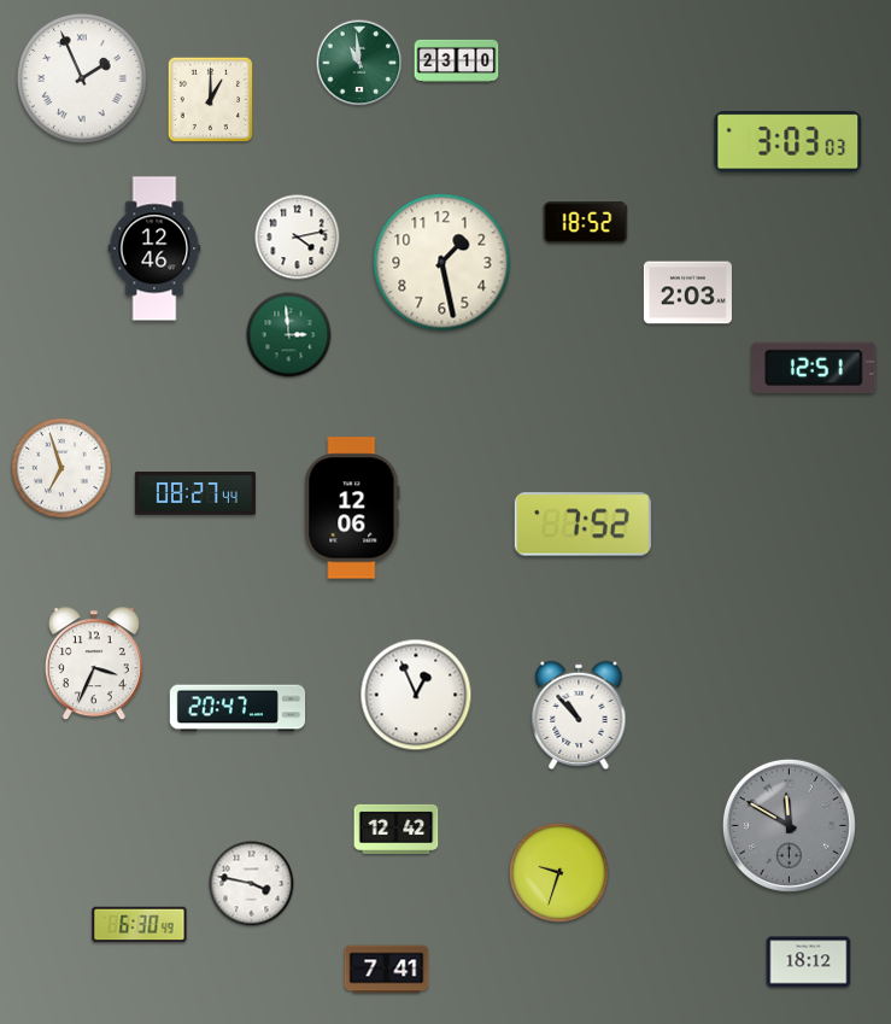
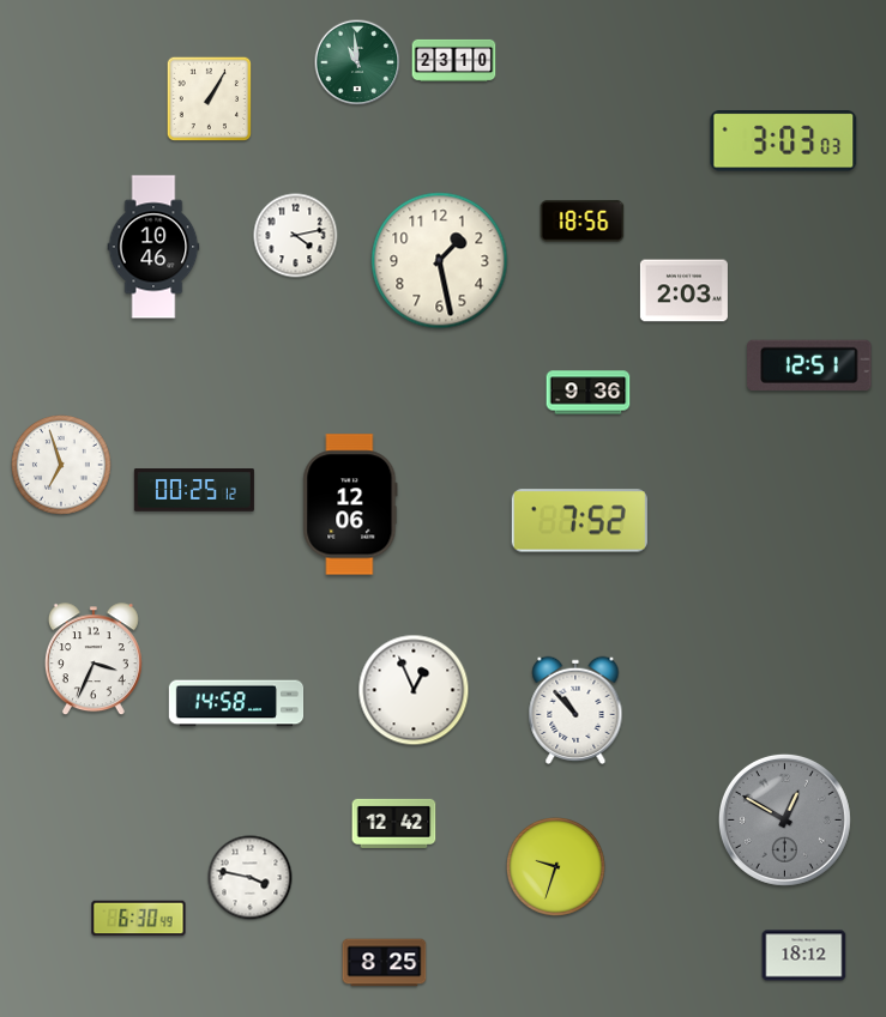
clock at (82, 78): 1:56 -> none
clock at (210, 99): 1:00 -> 1:05
clock at (586, 223): 18:52 -> 18:56
clock at (154, 248): 12:46 -> 10:46
clock at (289, 335): 2:59 -> none
clock at (589, 393): none -> 9:36
clock at (195, 493): 08:27 -> 00:25
clock at (238, 708): 20:47 -> 14:58
clock at (789, 825): 11:50 -> 12:50
clock at (387, 970): 7:41 -> 8:25
